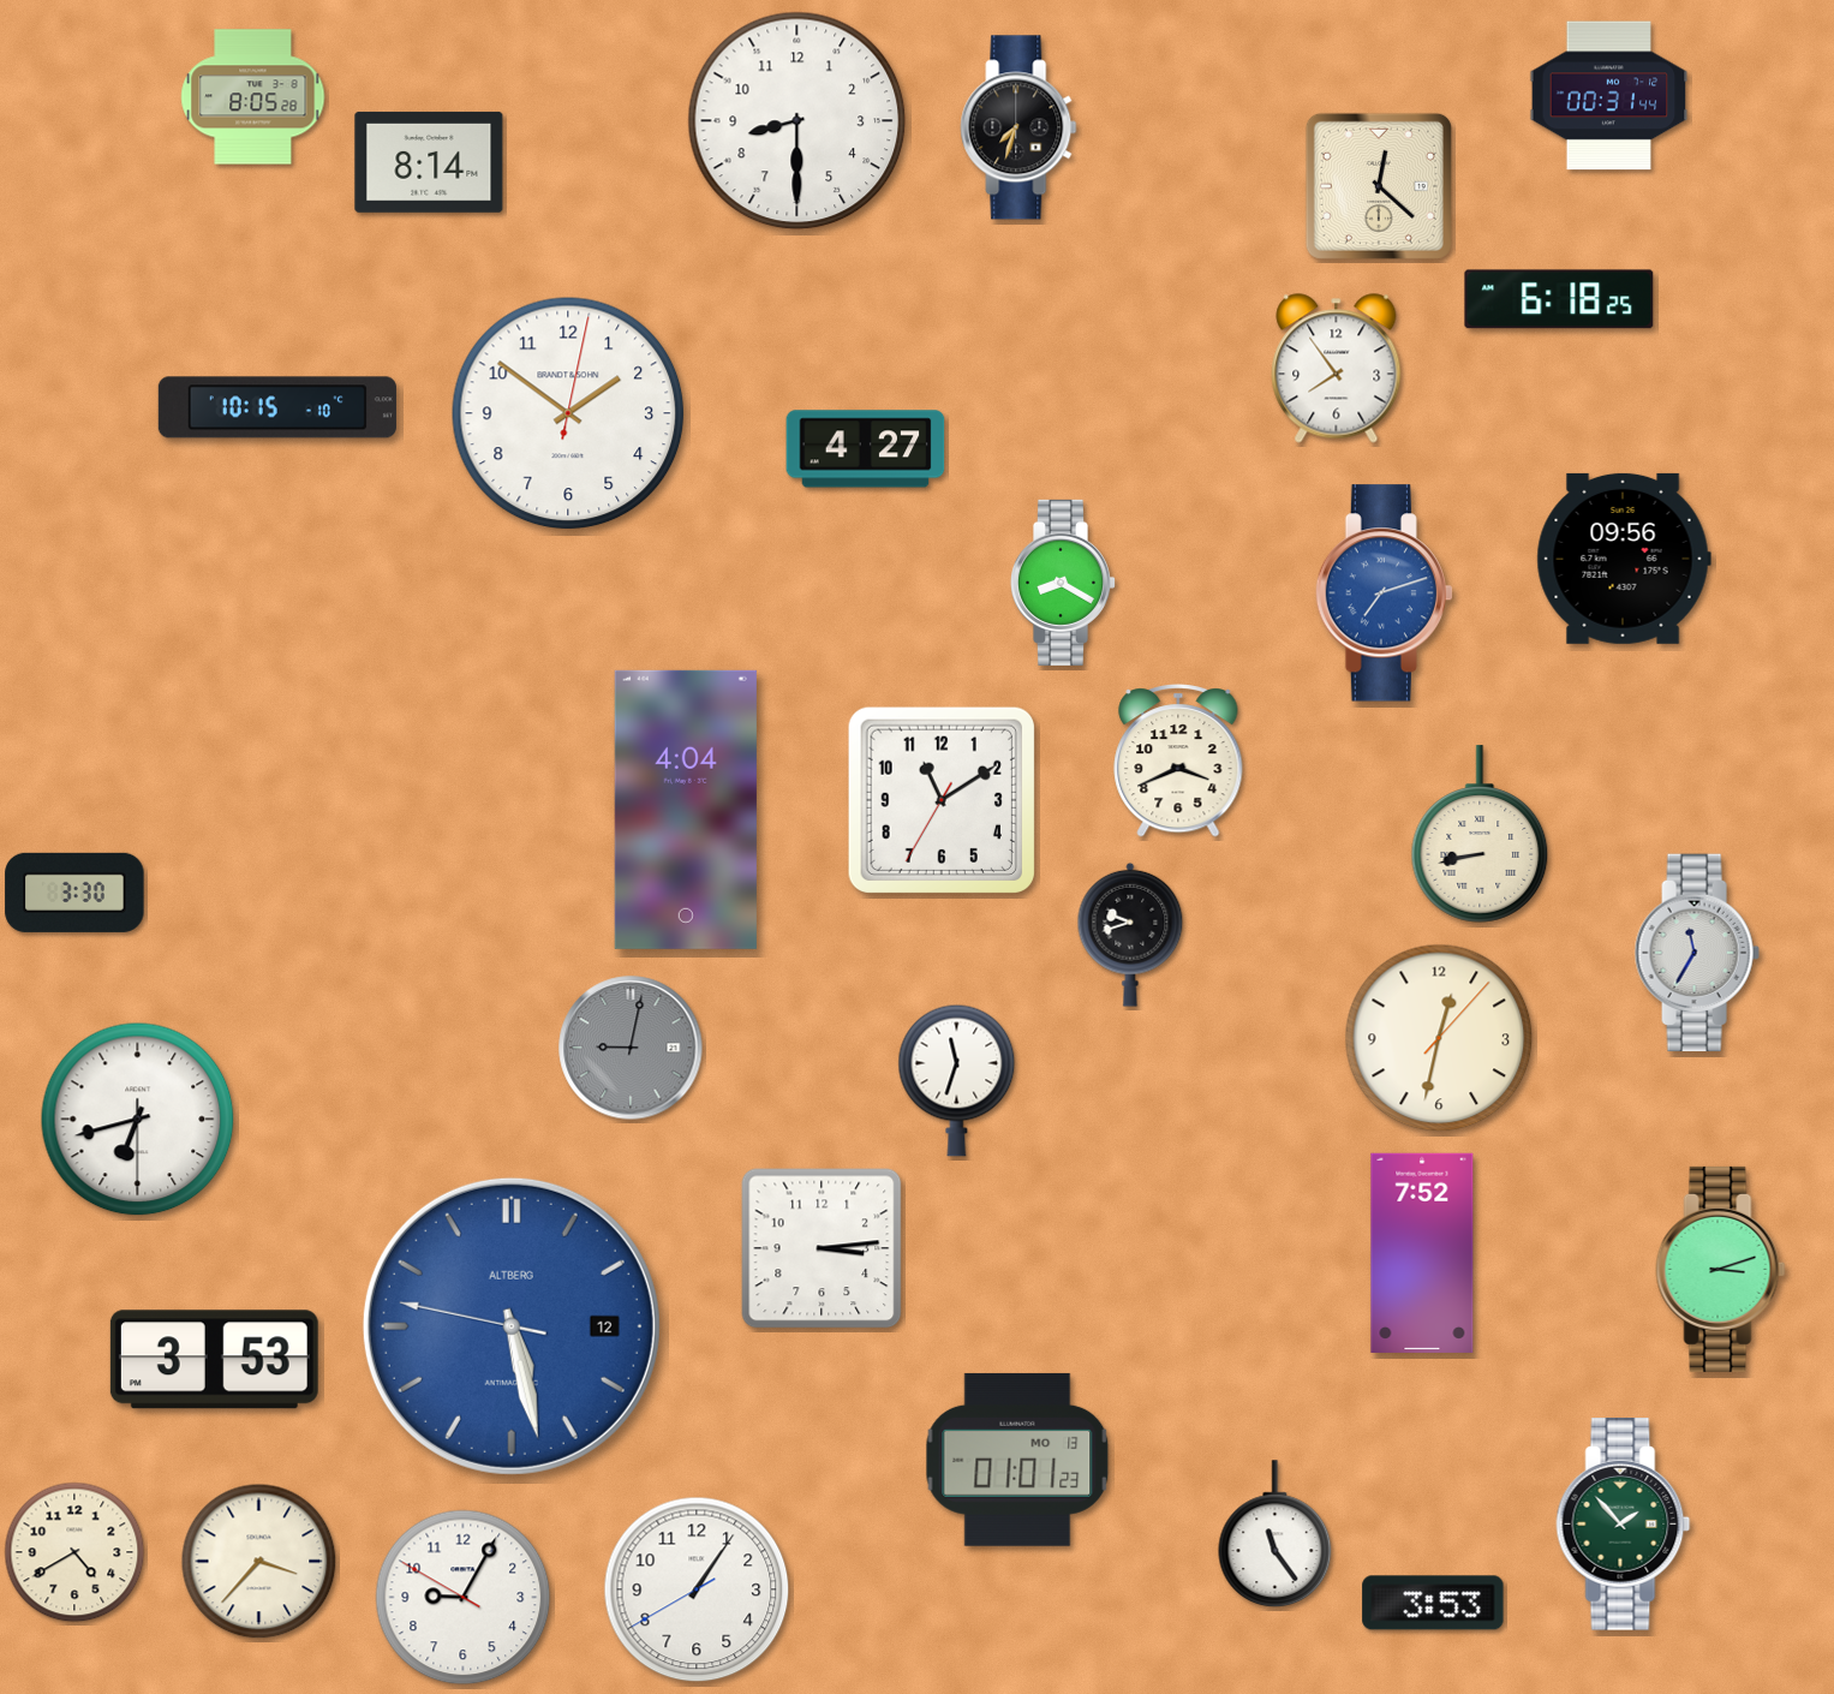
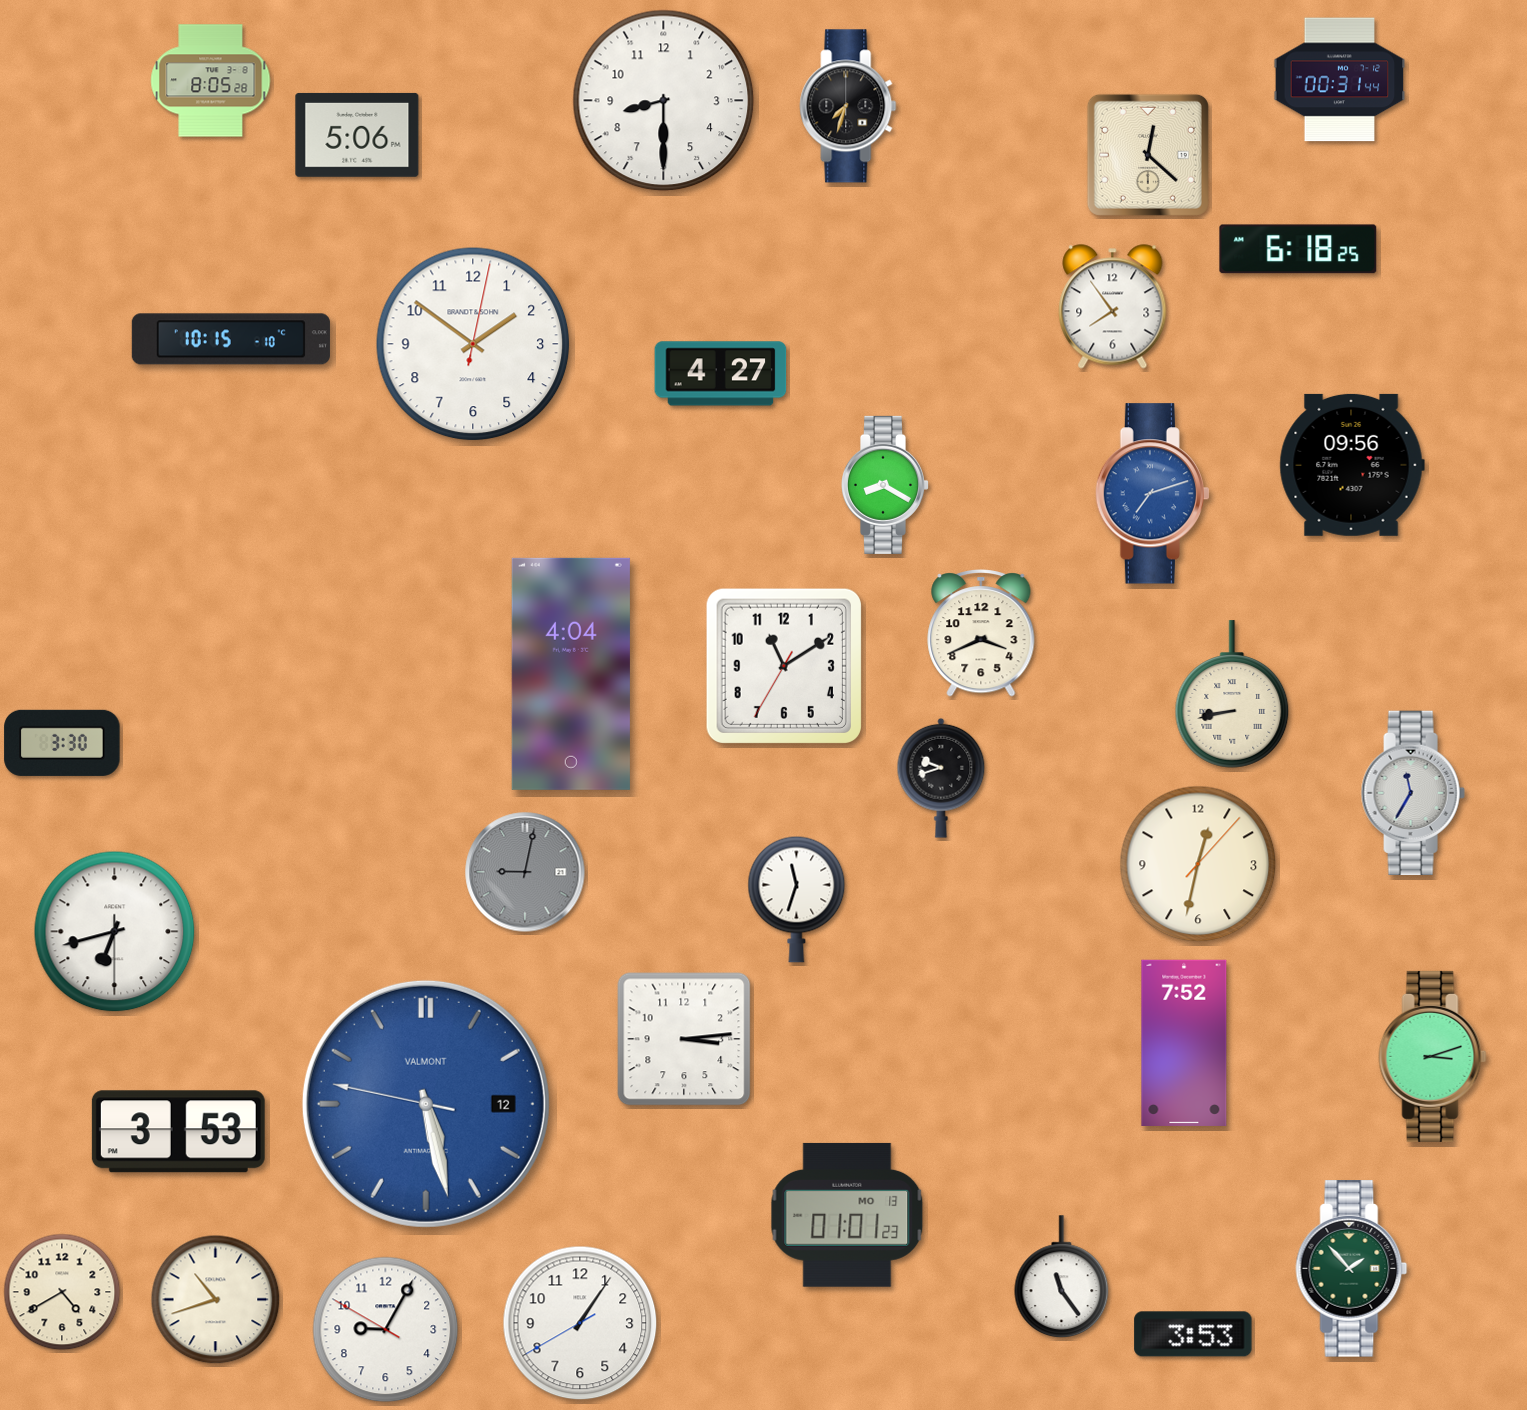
clock at (429, 162): 8:14 -> 5:06
clock at (512, 1326) brand: ALTBERG -> VALMONT
clock at (259, 1562): 3:37 -> 10:42
